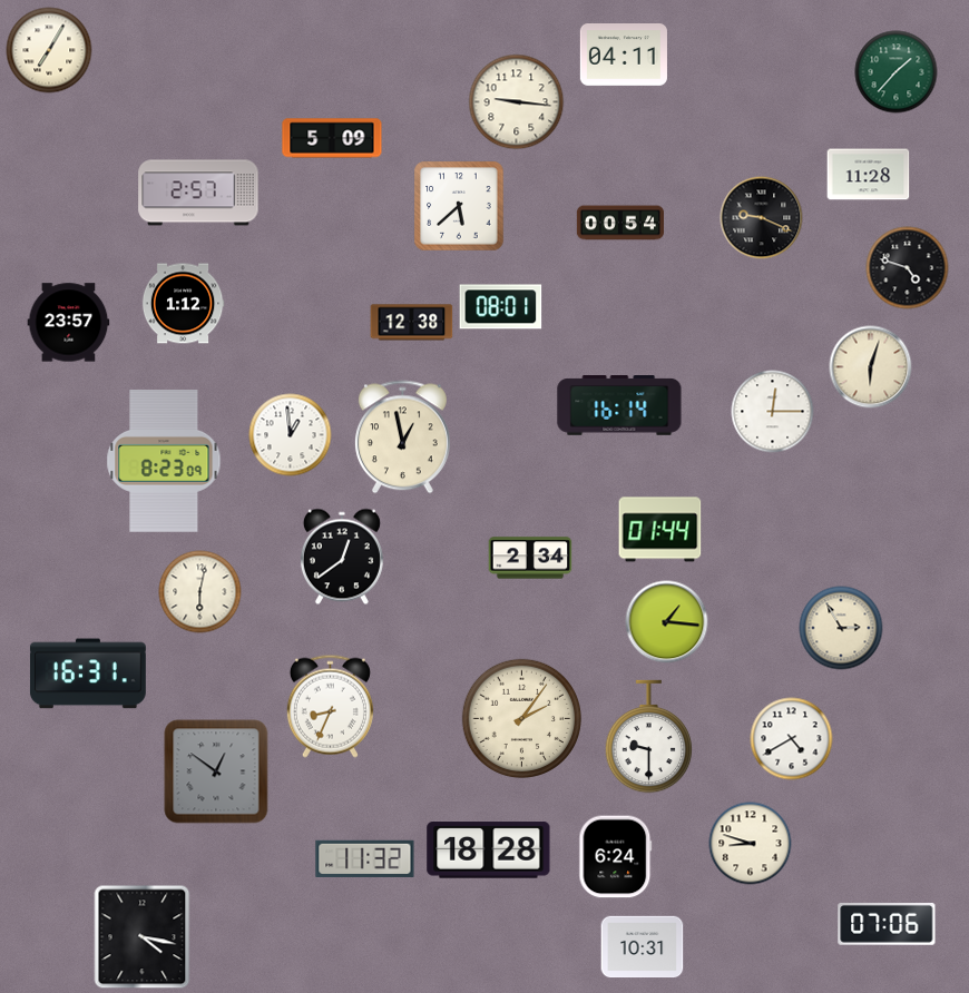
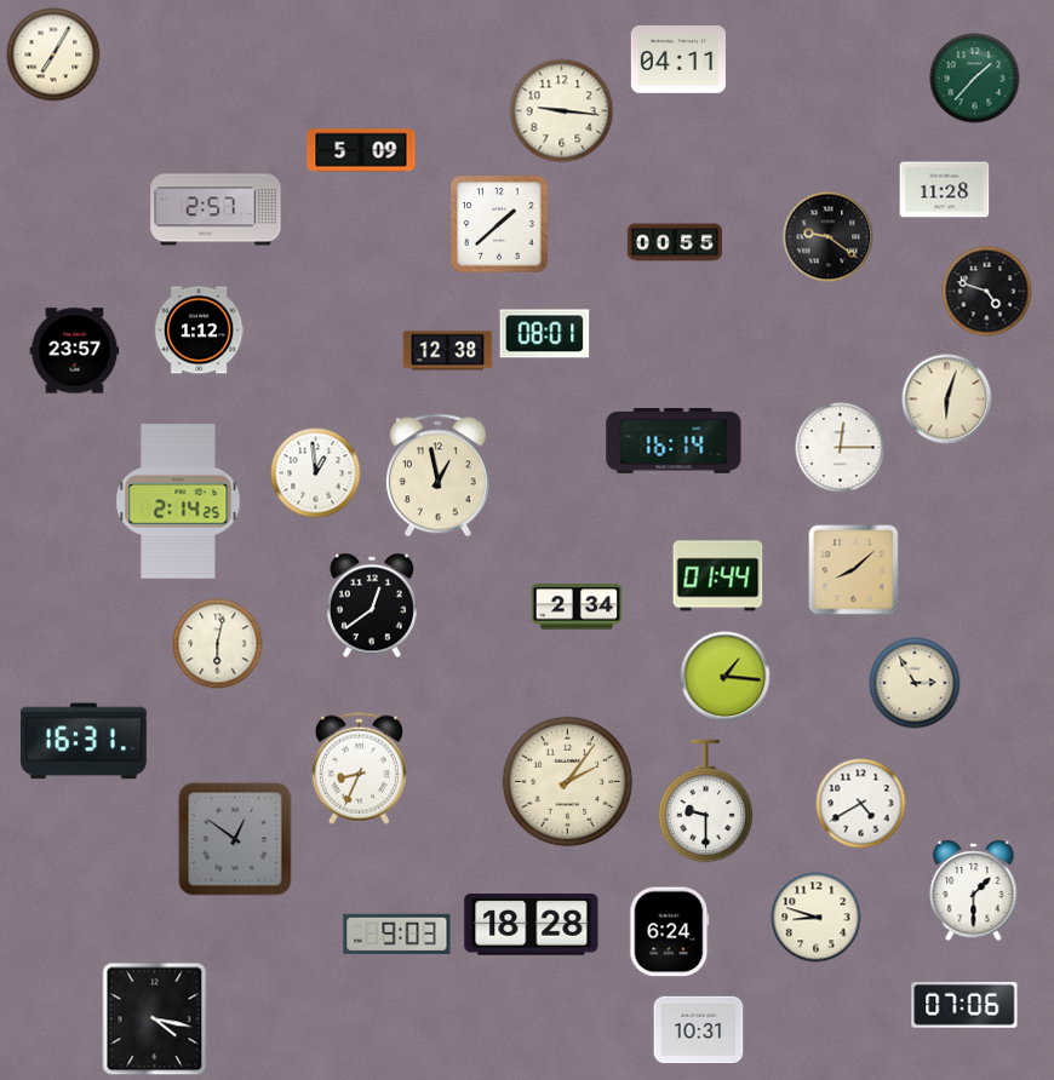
clock at (459, 206): 5:38 -> 1:38
clock at (762, 218): 9:19 -> 9:21
clock at (619, 223): 00:54 -> 00:55
clock at (164, 462): 8:23 -> 2:14
clock at (854, 570): none -> 8:08
clock at (88, 674) position: (88, 674) -> (84, 741)
clock at (974, 892): none -> 1:30
clock at (365, 858): 11:32 -> 9:03
